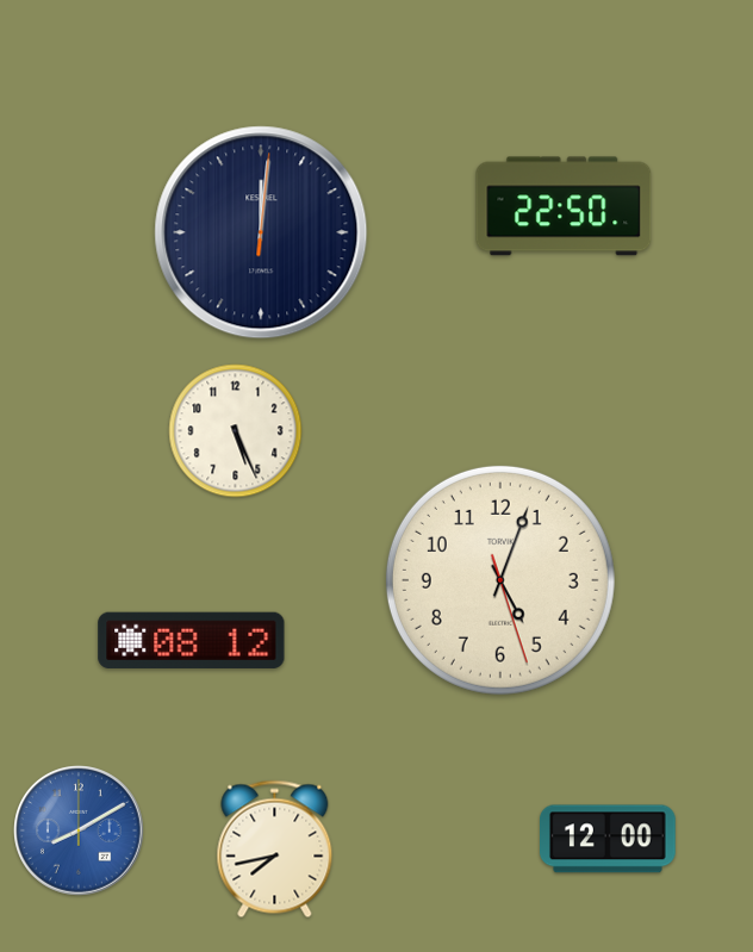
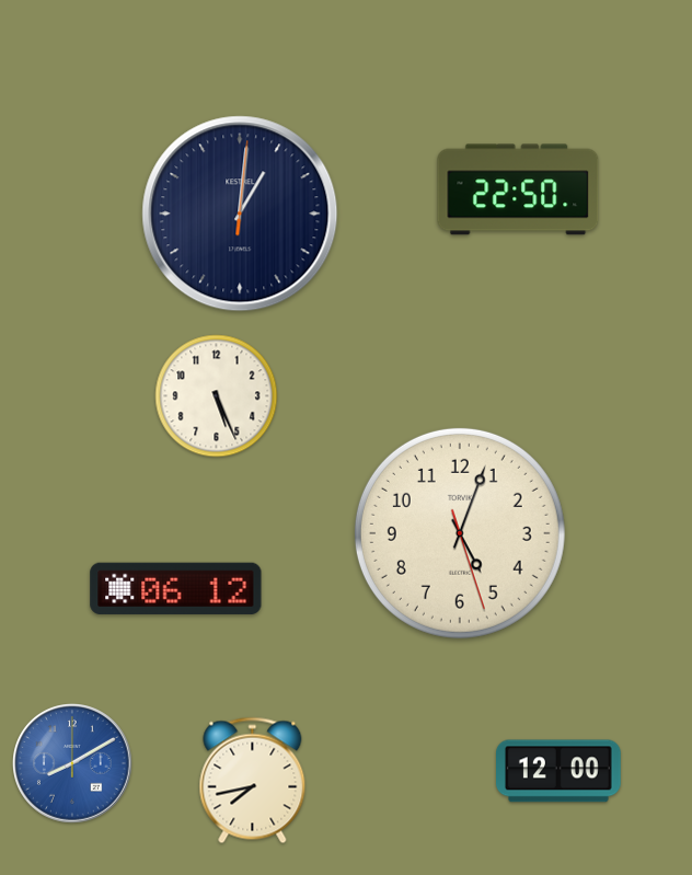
clock at (261, 232): 12:01 -> 1:01
clock at (192, 640): 08:12 -> 06:12
